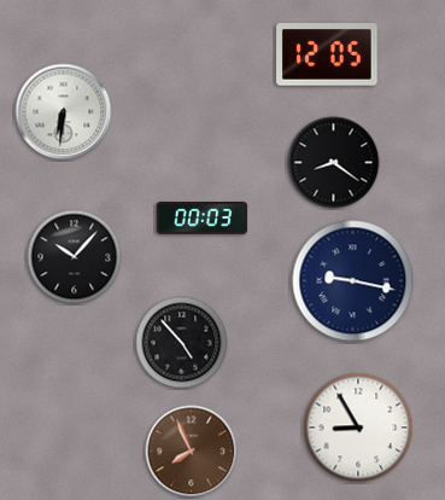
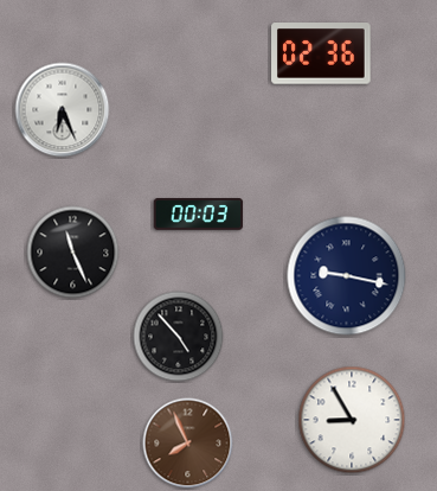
clock at (327, 54): 12:05 -> 02:36
clock at (64, 112): 6:31 -> 6:26
clock at (334, 163): 8:21 -> none
clock at (75, 257): 10:07 -> 11:26
